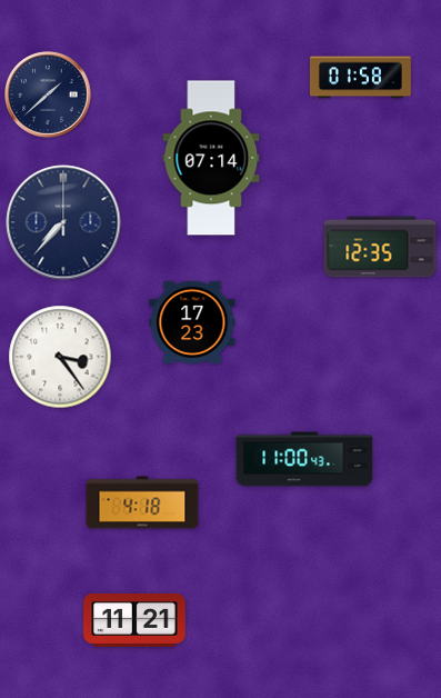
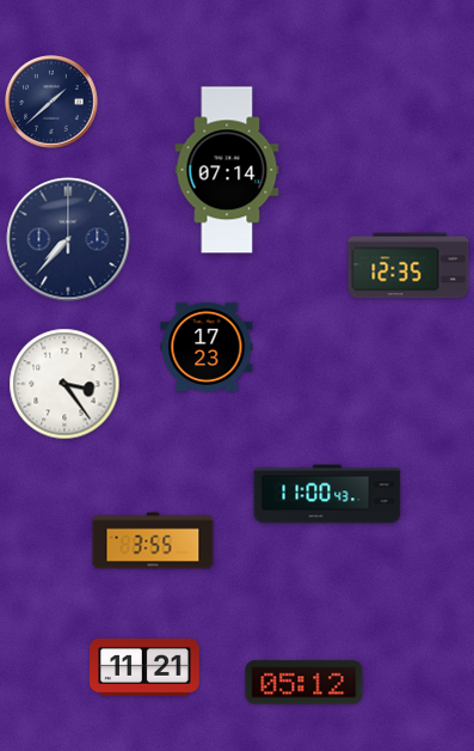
clock at (360, 78): 01:58 -> none
clock at (142, 502): 4:18 -> 3:55
clock at (304, 683): none -> 05:12
